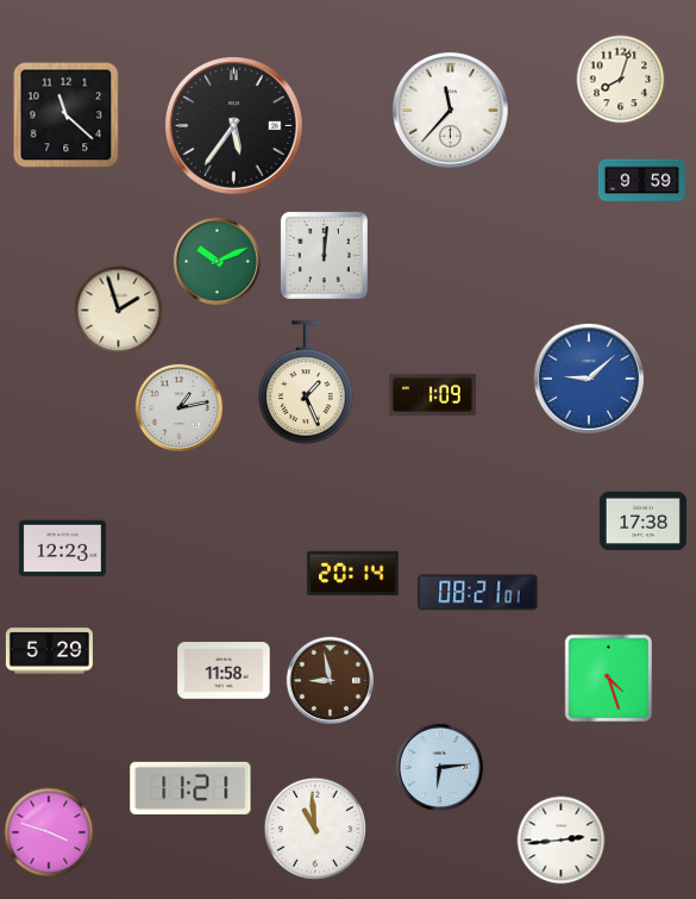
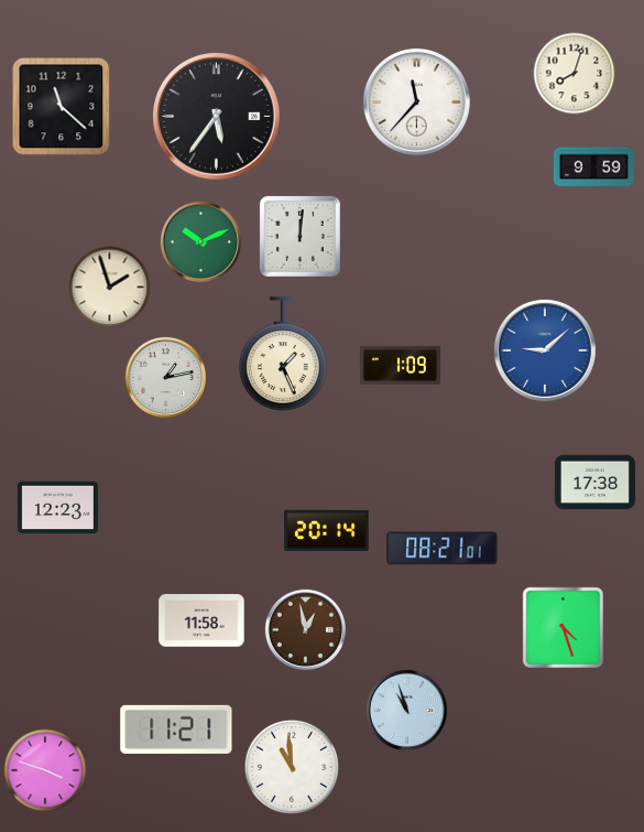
clock at (49, 651): 5:29 -> none
clock at (224, 670) position: (224, 670) -> (201, 620)
clock at (331, 680): 8:58 -> 12:58
clock at (440, 767): 6:14 -> 10:57
clock at (562, 841): 2:44 -> none
